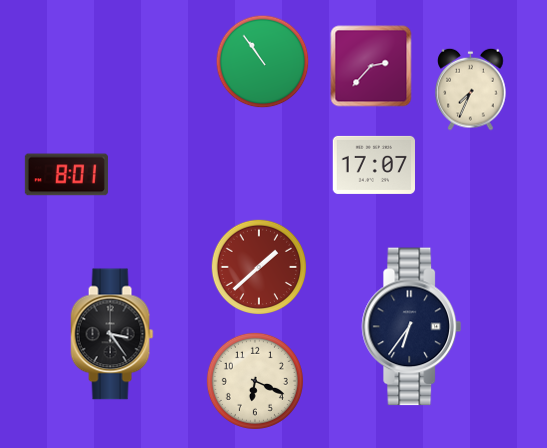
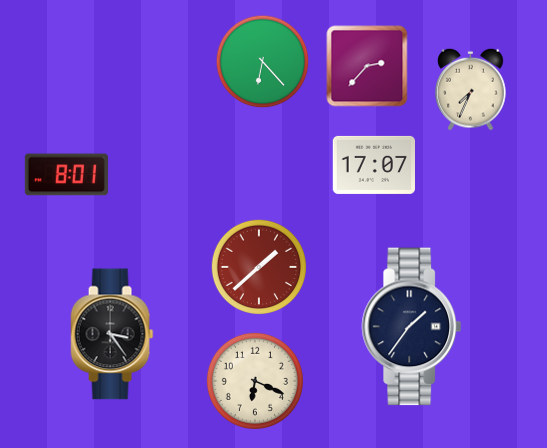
clock at (263, 62): 10:54 -> 6:23
clock at (371, 66) position: (371, 66) -> (367, 66)
clock at (412, 327): 6:36 -> 1:36
